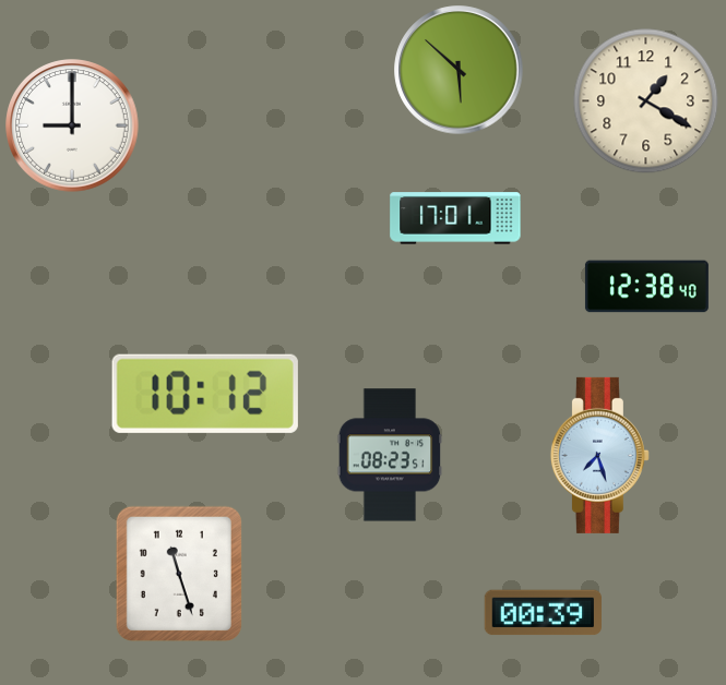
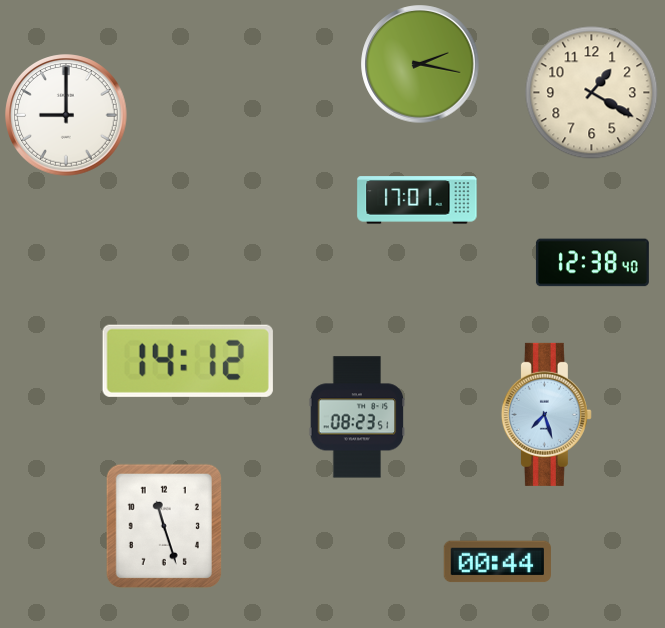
clock at (459, 70): 5:52 -> 2:17
clock at (205, 394): 10:12 -> 14:12
clock at (599, 455) position: (599, 455) -> (546, 414)
clock at (543, 613): 00:39 -> 00:44
